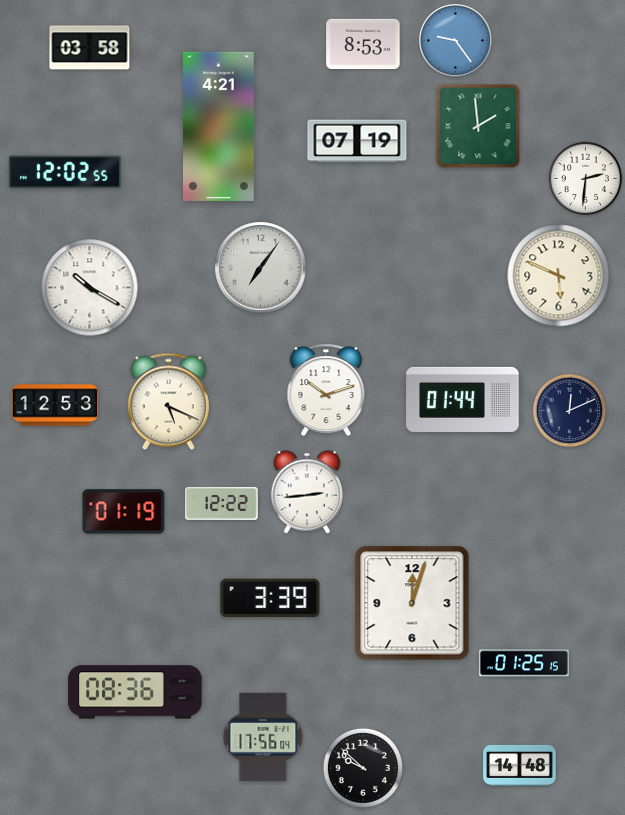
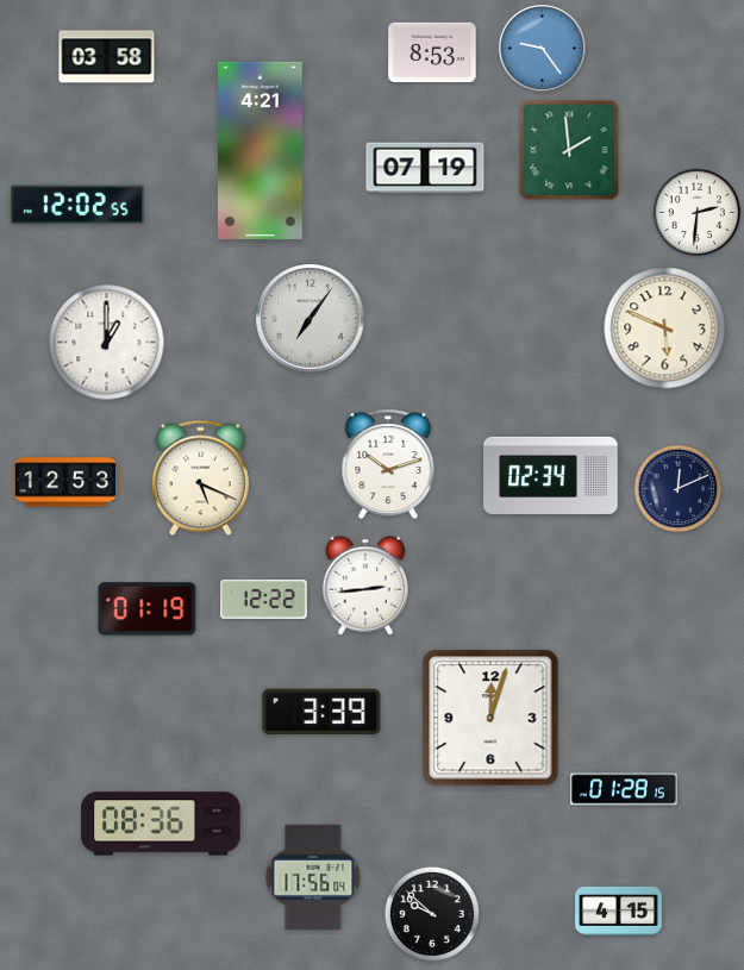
clock at (90, 288): 10:20 -> 1:00
clock at (463, 399): 01:44 -> 02:34
clock at (524, 663): 01:25 -> 01:28
clock at (520, 765): 14:48 -> 4:15
